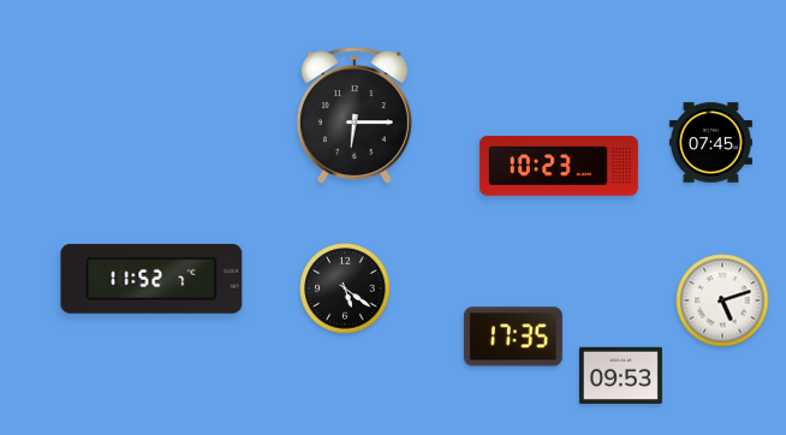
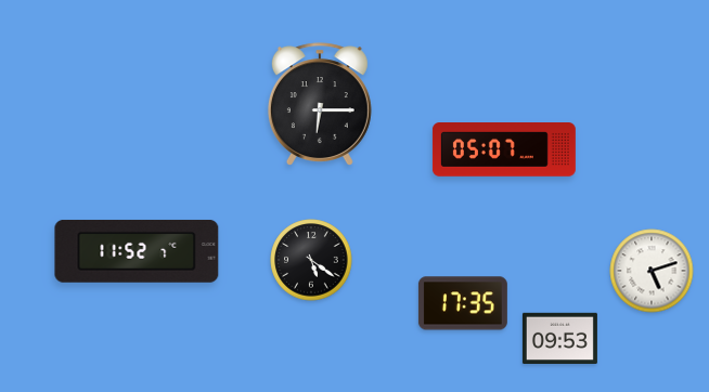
clock at (710, 143): 07:45 -> none
clock at (559, 167): 10:23 -> 05:07
